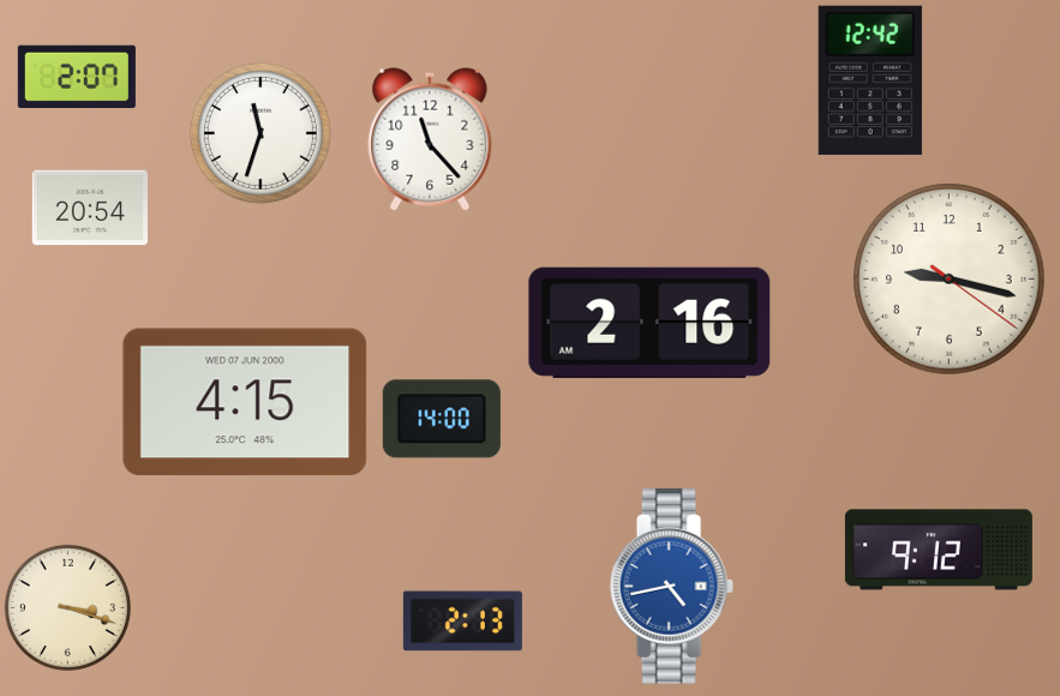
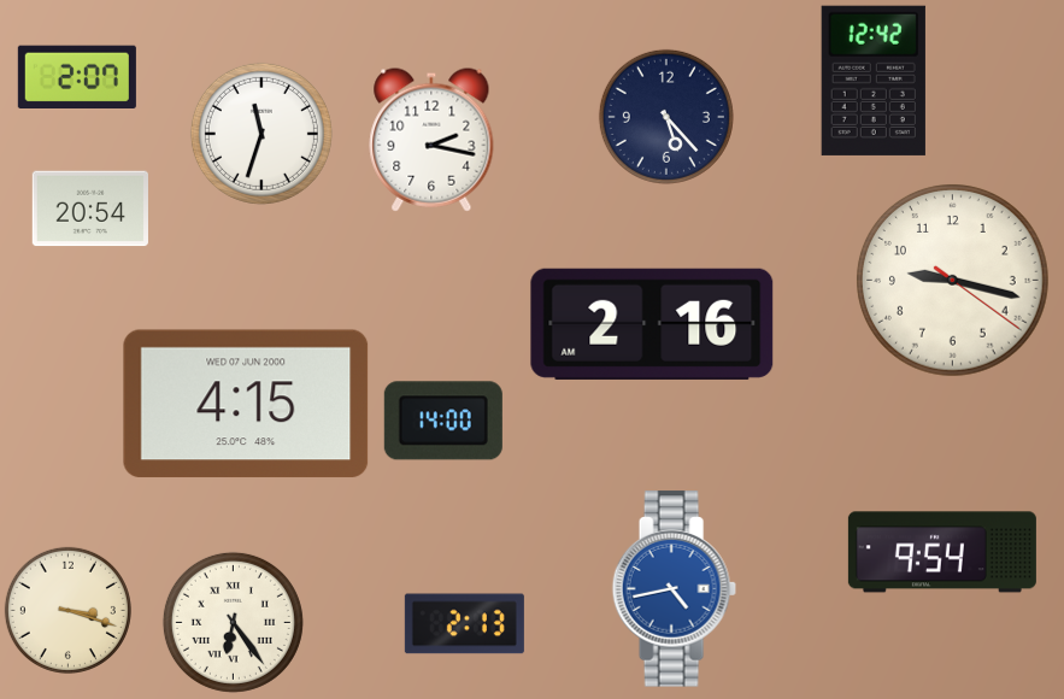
clock at (666, 117): none -> 5:23
clock at (430, 139): 11:23 -> 2:17
clock at (939, 550): 9:12 -> 9:54
clock at (233, 622): none -> 6:24
